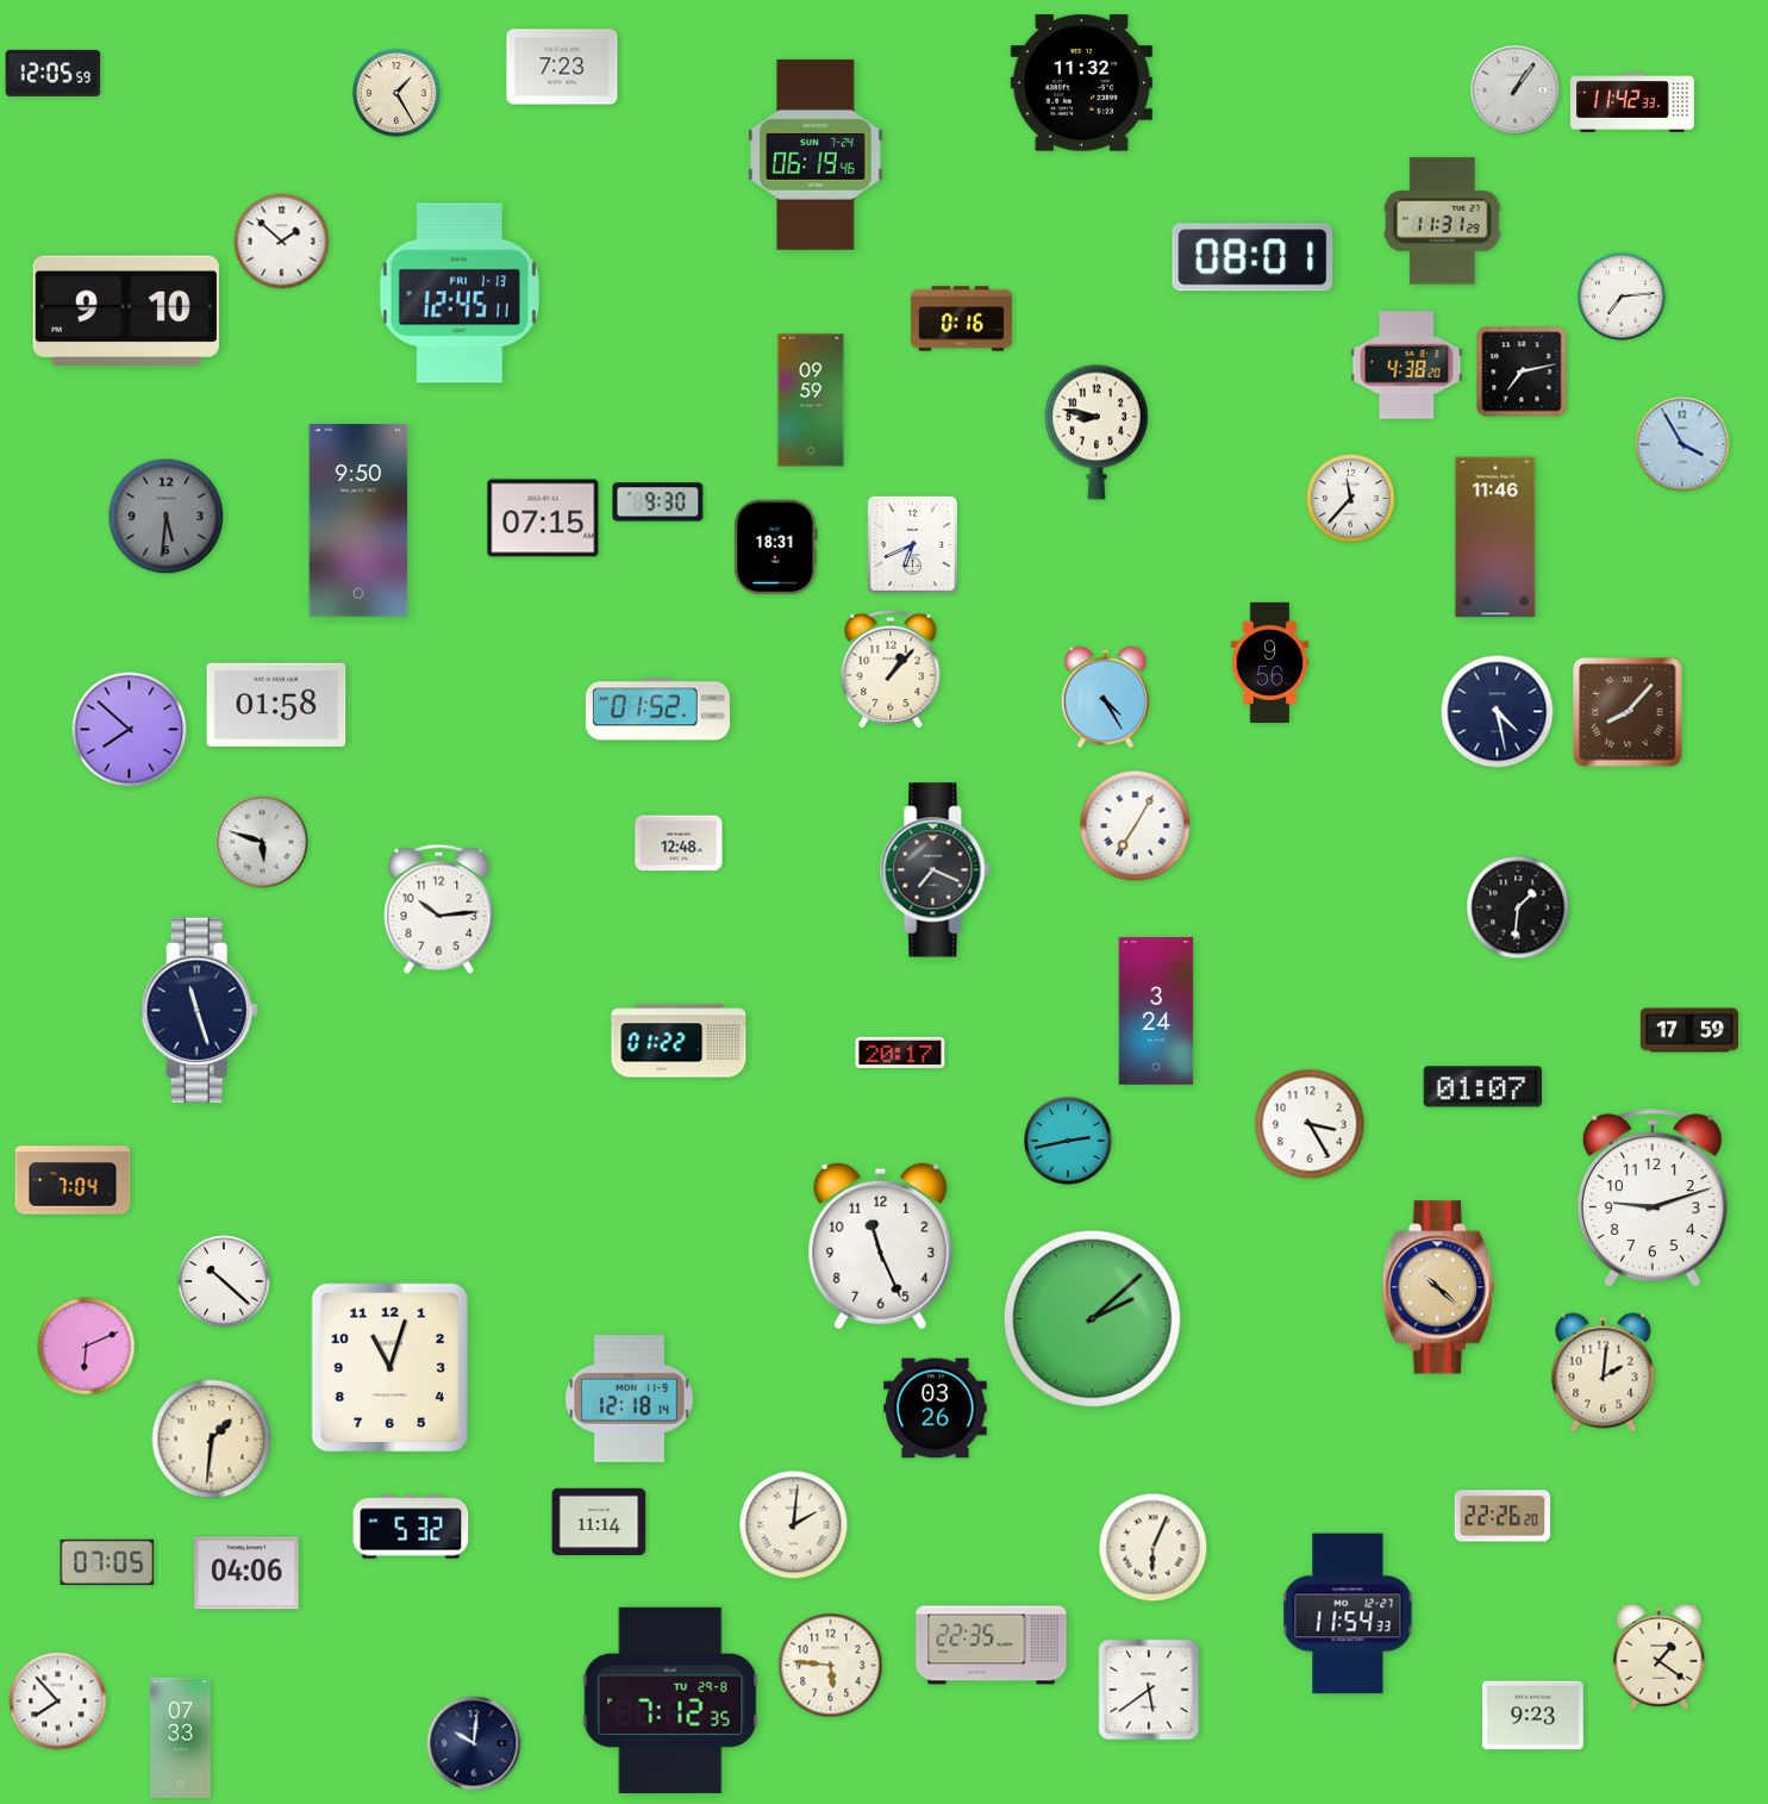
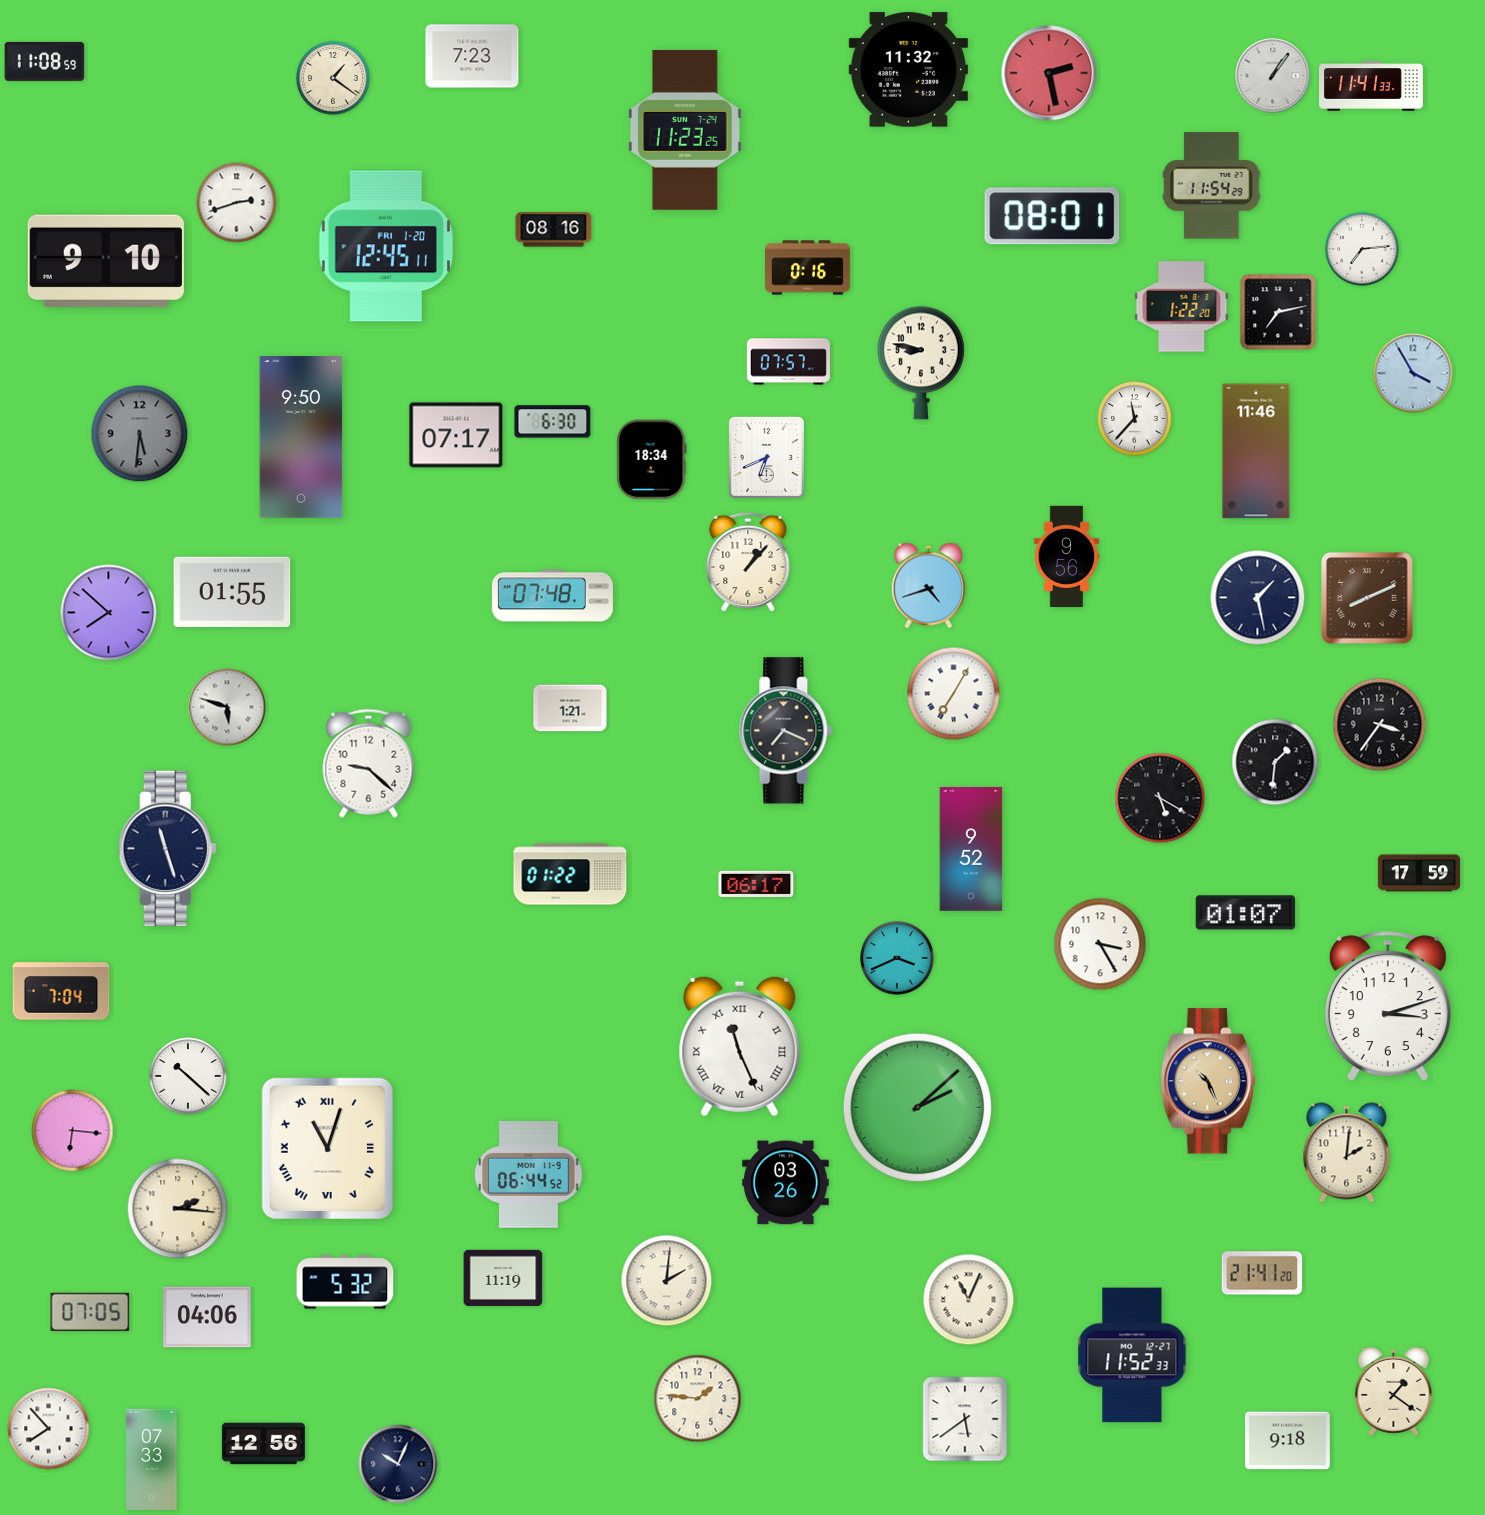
clock at (54, 73): 12:05 -> 11:08
clock at (1049, 73): none -> 2:28
clock at (396, 93): 1:25 -> 1:21
clock at (1633, 102): 11:42 -> 11:41
clock at (817, 155): 06:19 -> 11:23
clock at (1442, 221): 11:31 -> 11:54
clock at (282, 242): 1:52 -> 2:42
clock at (554, 230): none -> 08:16
clock at (460, 293) date: FRI 1-13 -> FRI 1-20
clock at (1407, 366): 4:38 -> 1:22
clock at (811, 400): 09:59 -> none
clock at (788, 362): none -> 07:57
clock at (658, 503): 9:30 -> 6:30
clock at (543, 518): 07:15 -> 07:17
clock at (776, 548): 18:31 -> 18:34
clock at (1105, 698): 4:25 -> 4:42
clock at (276, 704): 01:58 -> 01:55
clock at (657, 710): 01:52 -> 07:48
clock at (1498, 712): 4:28 -> 1:28
clock at (1628, 712): 8:07 -> 8:11
clock at (262, 842) position: (262, 842) -> (227, 707)
clock at (679, 843): 12:48 -> 1:21
clock at (1380, 725): none -> 3:36
clock at (439, 909): 10:14 -> 9:22
clock at (1160, 798): none -> 5:20
clock at (1156, 1011): 3:24 -> 9:52
clock at (1689, 1030) position: (1689, 1030) -> (1419, 873)
clock at (900, 1053): 20:17 -> 06:17
clock at (1068, 1141): 2:43 -> 3:41
clock at (1653, 1198): 9:12 -> 3:12
clock at (881, 1247) numerals: Arabic -> Roman
clock at (1438, 1287): 10:22 -> 10:26
clock at (87, 1347): 6:11 -> 6:16
clock at (389, 1367) numerals: Arabic -> Roman
clock at (630, 1399): 12:18 -> 06:44
clock at (212, 1440): 1:31 -> 2:16
clock at (1503, 1516): 22:26 -> 21:41
clock at (599, 1521): 11:14 -> 11:19
clock at (1154, 1548): 6:04 -> 11:04
clock at (246, 1573) position: (246, 1573) -> (207, 1317)
clock at (1348, 1613): 11:54 -> 11:52
clock at (992, 1646): 22:35 -> none
clock at (831, 1666): 5:46 -> 1:46
clock at (670, 1700): 7:12 -> none
clock at (1532, 1716): 9:23 -> 9:18
clock at (263, 1444): none -> 12:56
clock at (474, 1743): 10:01 -> 10:04
